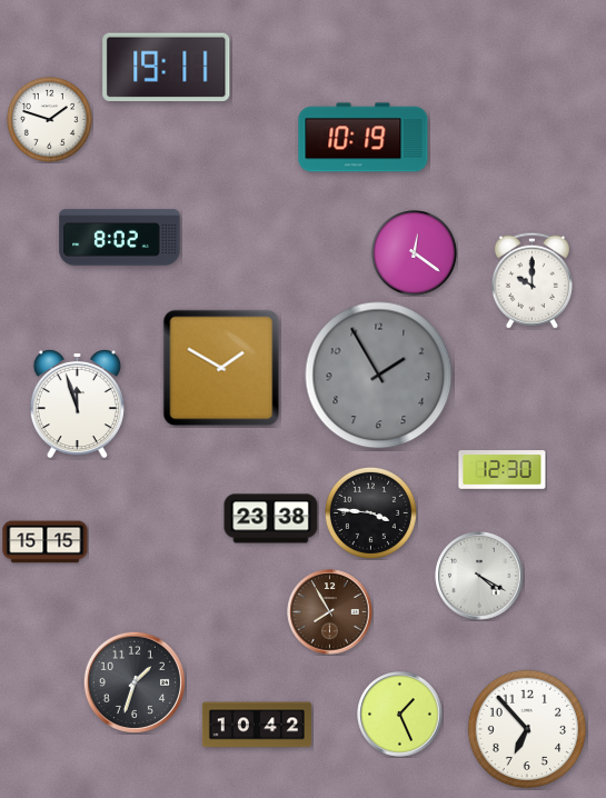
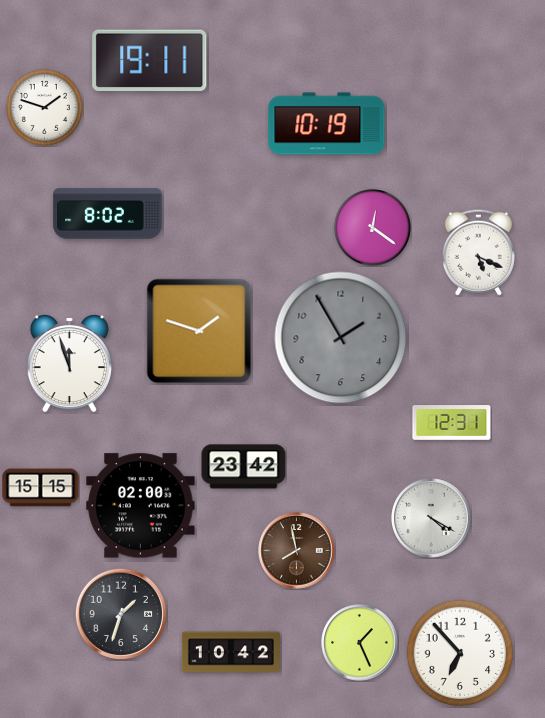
clock at (532, 280): 10:00 -> 5:19
clock at (221, 368): 1:50 -> 1:48
clock at (503, 470): 12:30 -> 12:31
clock at (370, 512): 3:46 -> none
clock at (271, 519): 23:38 -> 23:42
clock at (141, 506): none -> 02:00
clock at (330, 612): 7:55 -> 7:58
clock at (527, 729) position: (527, 729) -> (460, 653)
